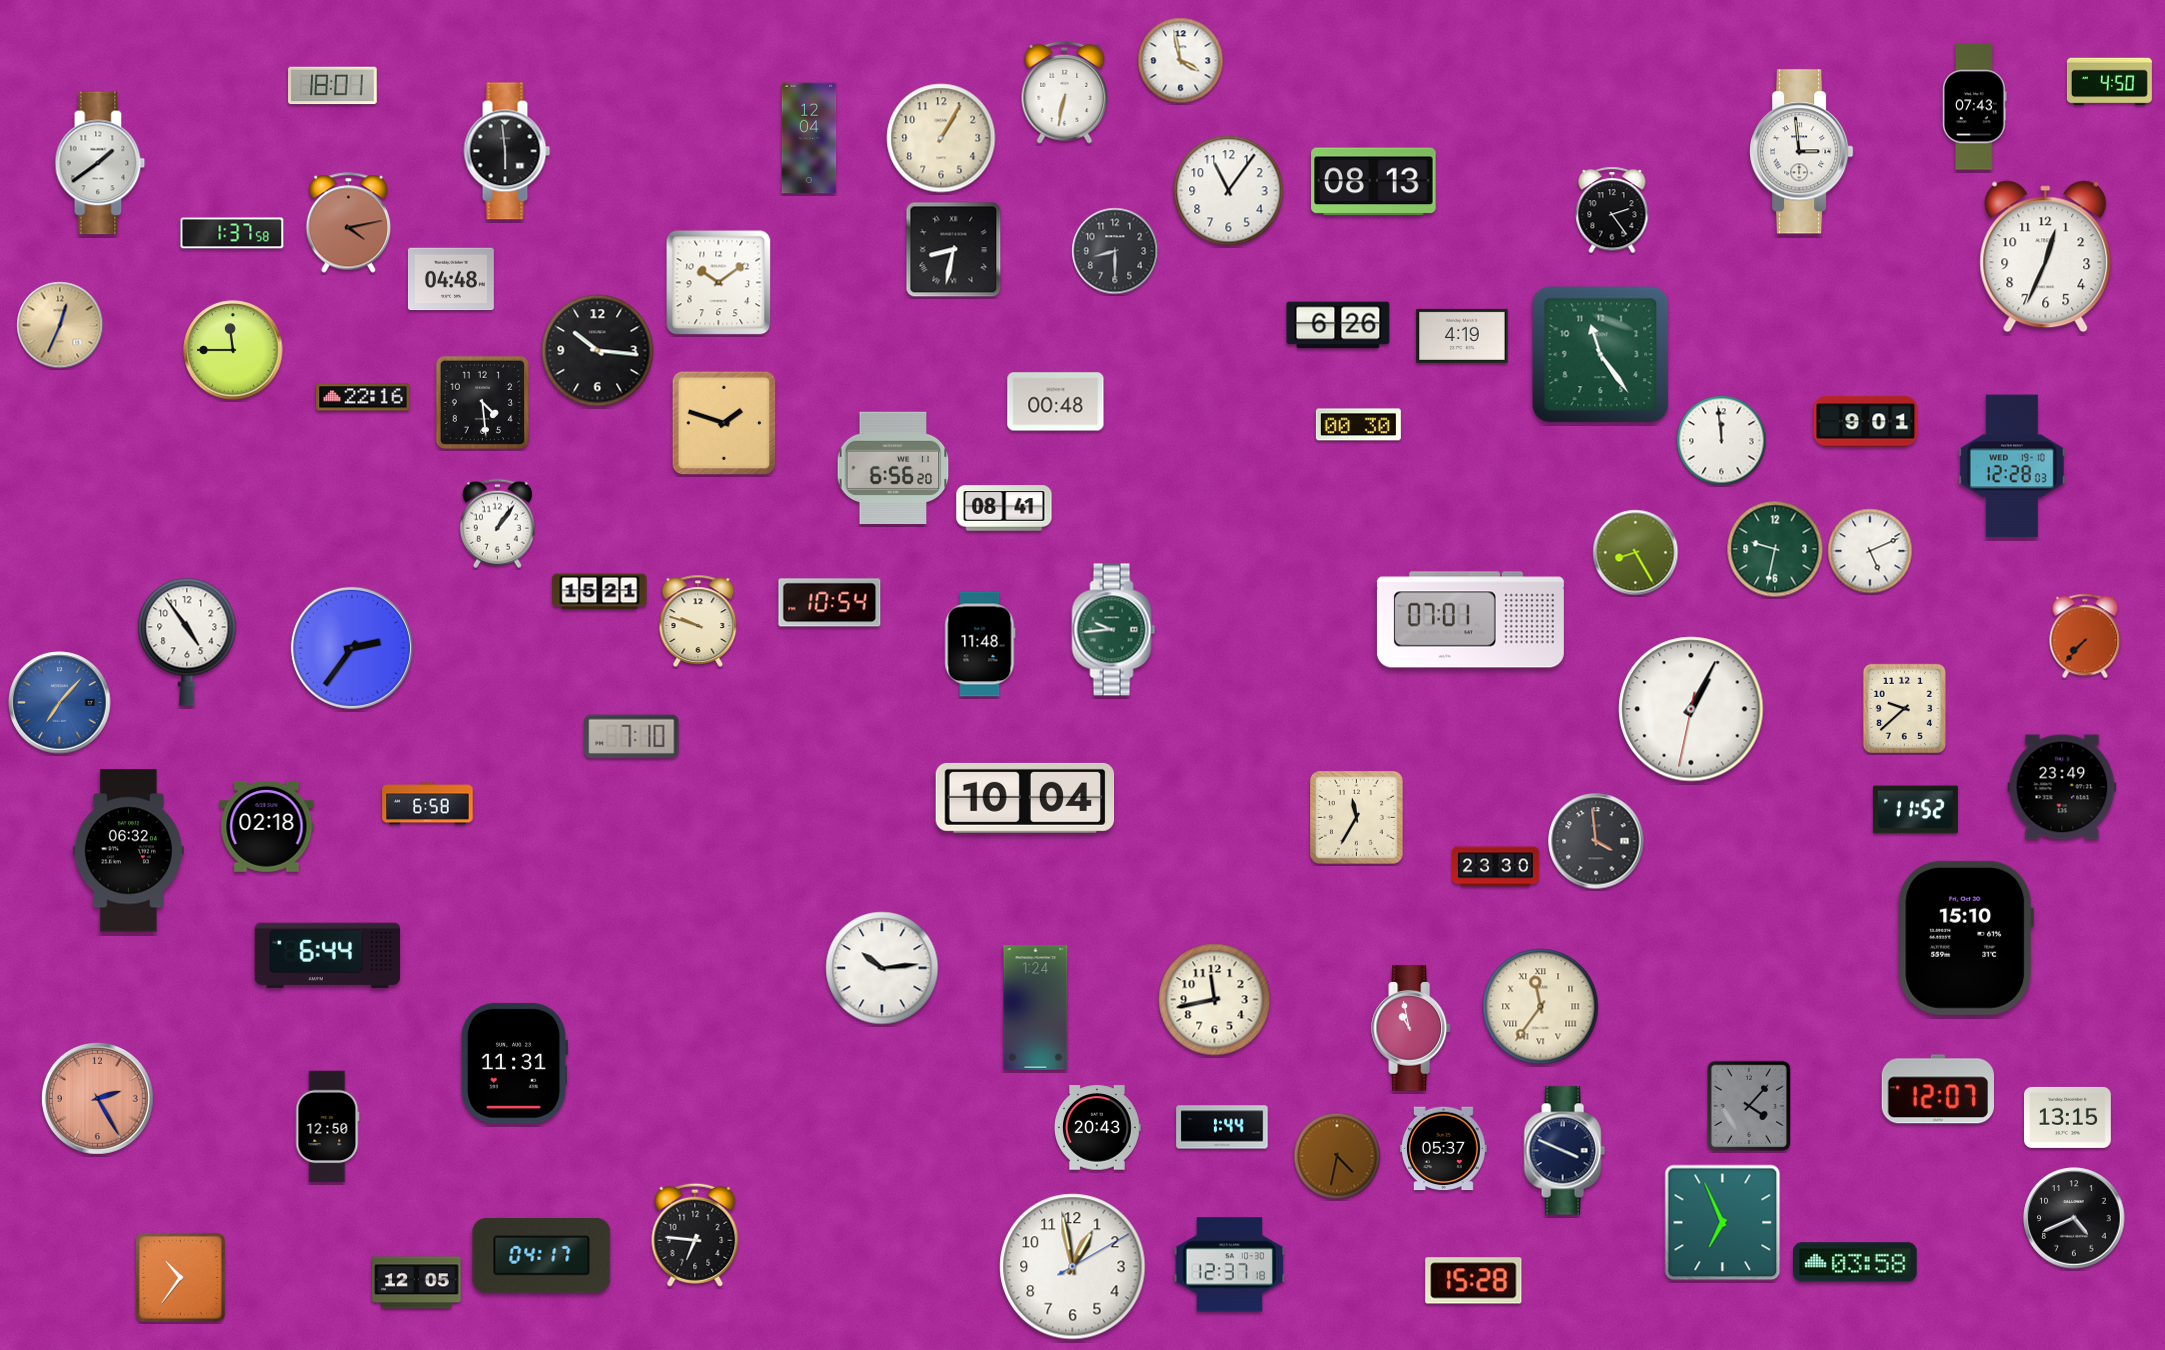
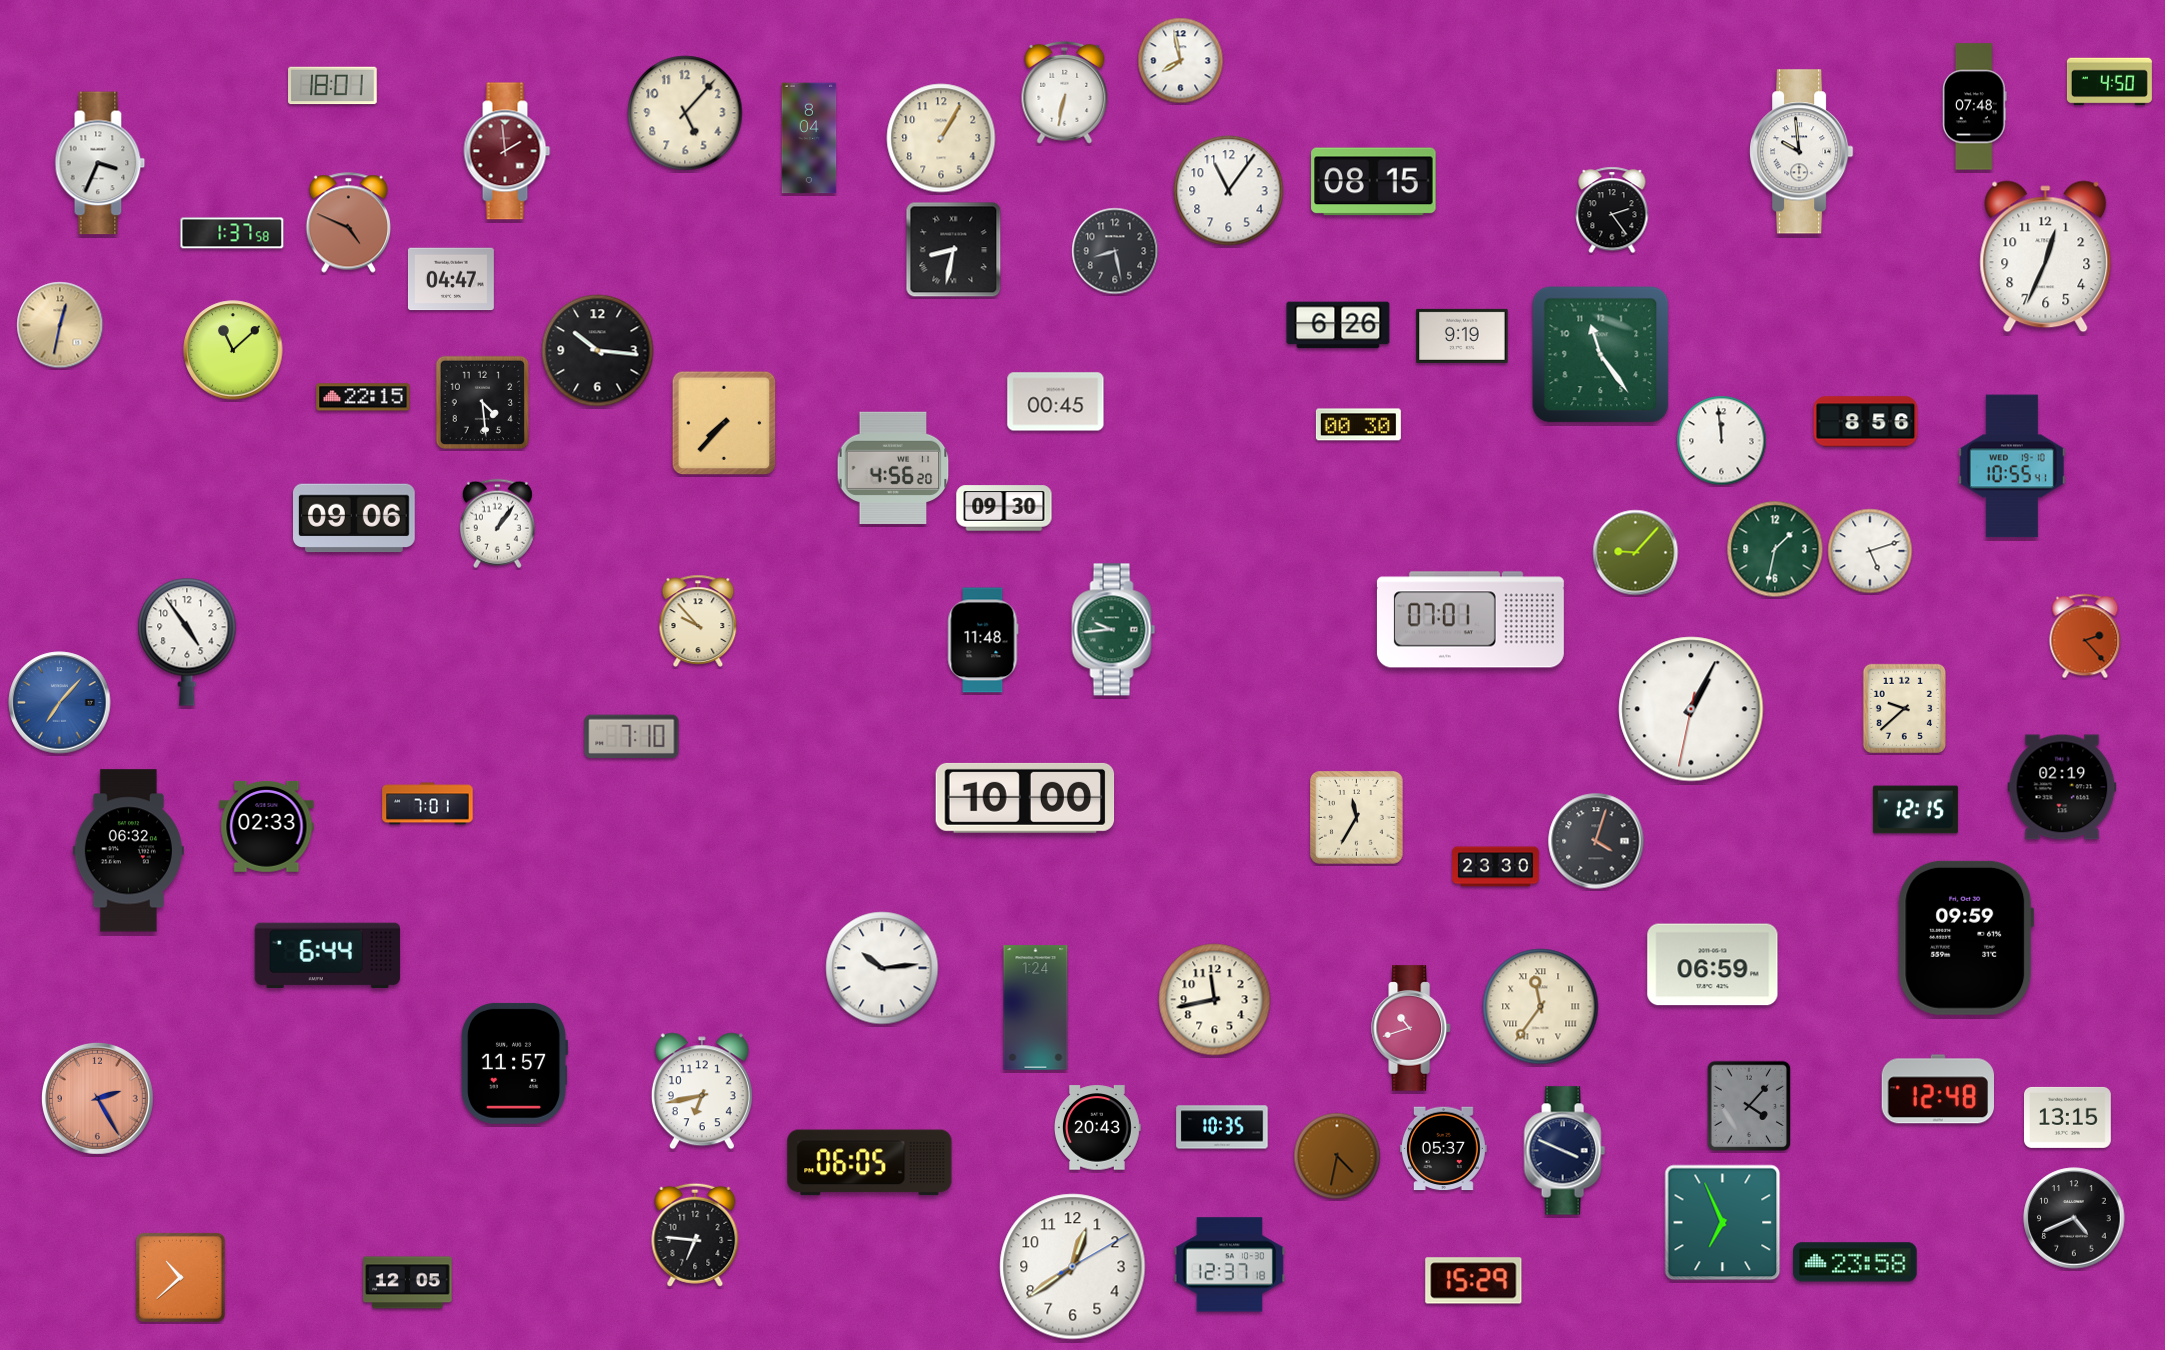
clock at (1181, 61): 3:58 -> 7:58
clock at (1975, 107): 07:43 -> 07:48
clock at (685, 113): none -> 5:07
clock at (809, 138): 12:04 -> 8:04
clock at (507, 151): 5:59 -> 1:59
clock at (507, 151) dial: black -> burgundy
clock at (1802, 152): 2:59 -> 9:59
clock at (100, 163): 1:39 -> 3:34
clock at (1374, 182): 08:13 -> 08:15
clock at (349, 223): 4:13 -> 4:49
clock at (1115, 251): 8:30 -> 8:28
clock at (451, 279): 04:48 -> 04:47
clock at (719, 283): 10:09 -> none
clock at (60, 325): 12:34 -> 12:32
clock at (1462, 336): 4:19 -> 9:19
clock at (233, 350): 11:45 -> 11:08
clock at (363, 397): 22:16 -> 22:15
clock at (1056, 402): 00:48 -> 00:45
clock at (1866, 422): 9:01 -> 8:56
clock at (724, 423): 1:48 -> 7:37
clock at (2012, 466): 12:28 -> 10:55
clock at (893, 468): 6:56 -> 4:56
clock at (1004, 508): 08:41 -> 09:30
clock at (355, 518): none -> 09:06
clock at (1775, 549): 9:32 -> 1:32
clock at (1870, 551): 5:11 -> 5:12
clock at (1636, 553): 8:25 -> 9:07
clock at (600, 592): 15:21 -> none
clock at (830, 603): 10:54 -> none
clock at (698, 621): 9:48 -> 9:53
clock at (2085, 636): 7:37 -> 2:23
clock at (980, 644) position: (980, 644) -> (983, 640)
clock at (352, 648): 2:36 -> none
clock at (2062, 787): 23:49 -> 02:19
clock at (1025, 798): 10:04 -> 10:00
clock at (428, 804): 6:58 -> 7:01
clock at (1915, 810): 11:52 -> 12:15
clock at (267, 826): 02:18 -> 02:33
clock at (1596, 841): 3:59 -> 4:03
clock at (1966, 938): 15:10 -> 09:59
clock at (1713, 965): none -> 06:59
clock at (1411, 1028): 10:58 -> 10:42
clock at (514, 1063): 11:31 -> 11:57
clock at (1937, 1089): 12:07 -> 12:48
clock at (702, 1091): none -> 6:43
clock at (327, 1127): 12:50 -> none
clock at (1222, 1127): 1:44 -> 10:35
clock at (870, 1163): none -> 06:05
clock at (542, 1255): 04:17 -> none
clock at (1855, 1262): 03:58 -> 23:58
clock at (1073, 1267): 12:58 -> 12:39
clock at (180, 1277): 10:36 -> 10:38
clock at (1474, 1281): 15:28 -> 15:29
clock at (417, 1283) position: (417, 1283) -> (408, 1283)
